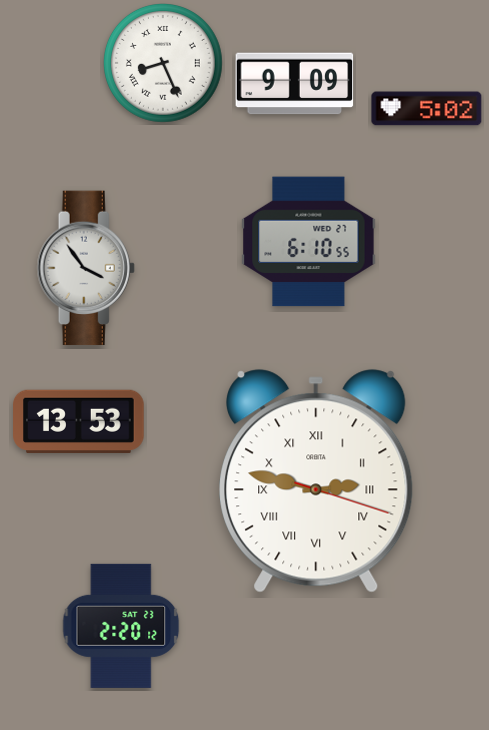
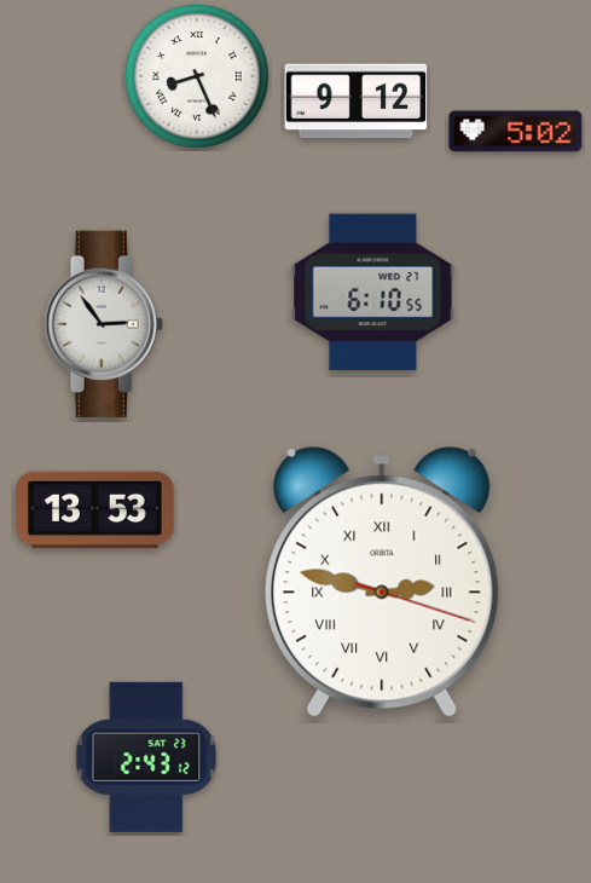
clock at (295, 84): 9:09 -> 9:12
clock at (86, 268): 3:54 -> 2:54
clock at (121, 626): 2:20 -> 2:43
